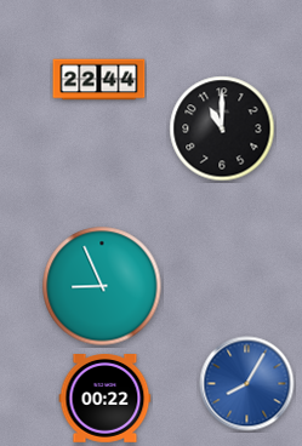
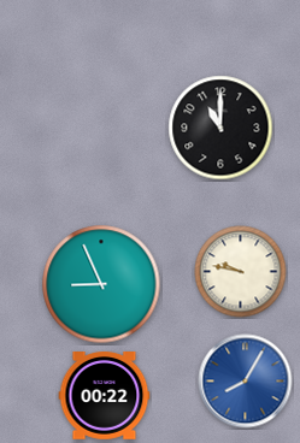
clock at (99, 80): 22:44 -> none
clock at (241, 272): none -> 9:47
